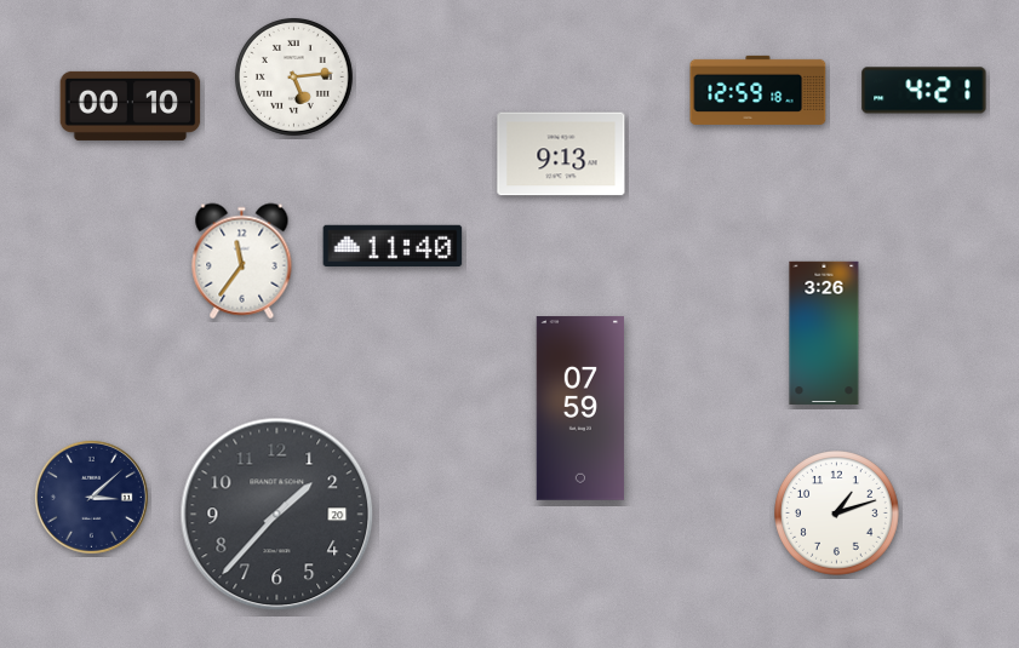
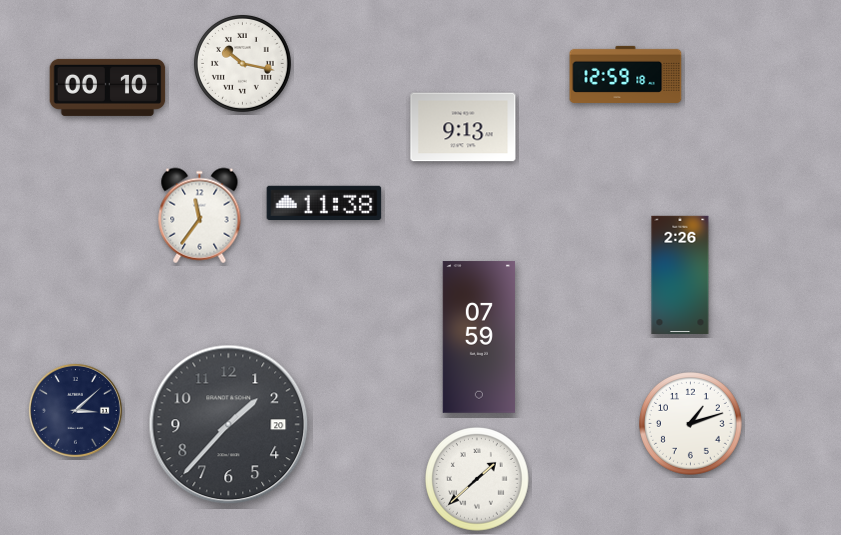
clock at (293, 78): 5:14 -> 10:17
clock at (924, 91): 4:21 -> none
clock at (393, 245): 11:40 -> 11:38
clock at (824, 332): 3:26 -> 2:26
clock at (478, 480): none -> 1:38
